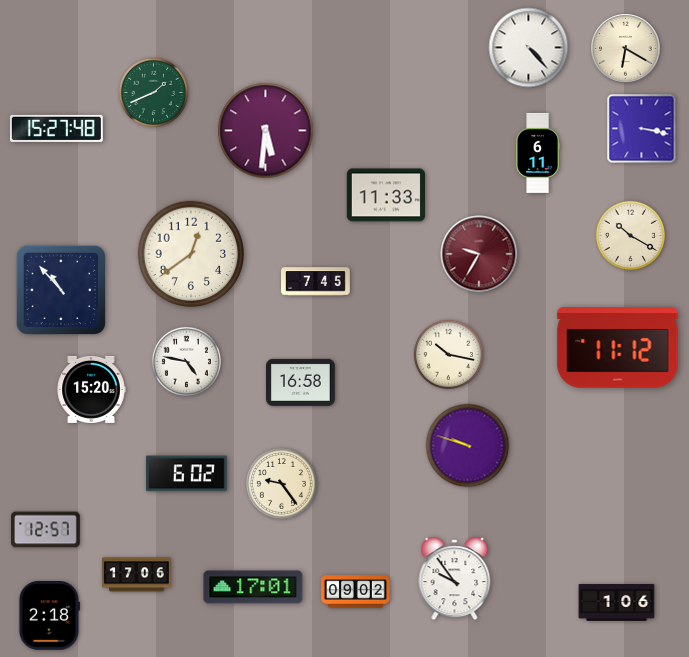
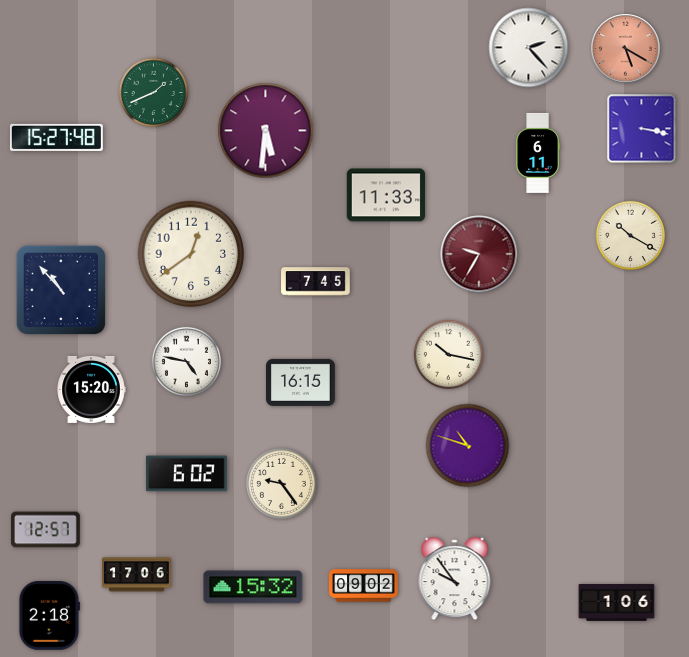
clock at (529, 48): 4:23 -> 2:23
clock at (626, 49): 6:20 -> 5:20
clock at (626, 49) dial: cream -> salmon
clock at (56, 128) position: (56, 128) -> (56, 137)
clock at (618, 348): 11:12 -> none
clock at (301, 382): 16:58 -> 16:15
clock at (468, 446): 9:48 -> 10:48
clock at (253, 587): 17:01 -> 15:32
clock at (356, 592) position: (356, 592) -> (364, 586)
